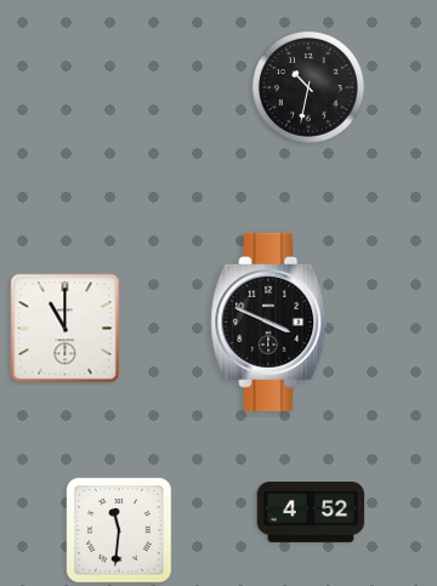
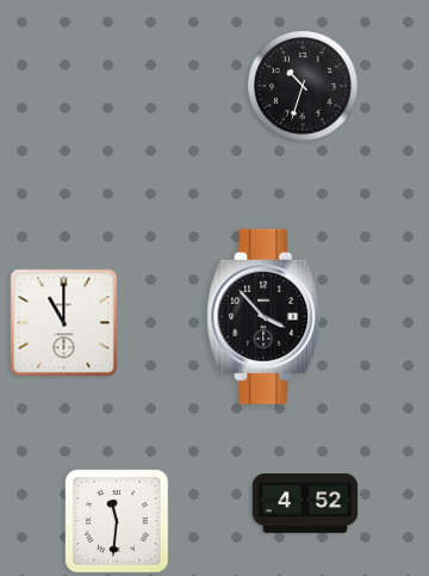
clock at (310, 89): 10:32 -> 10:33
clock at (269, 322): 3:49 -> 3:53
